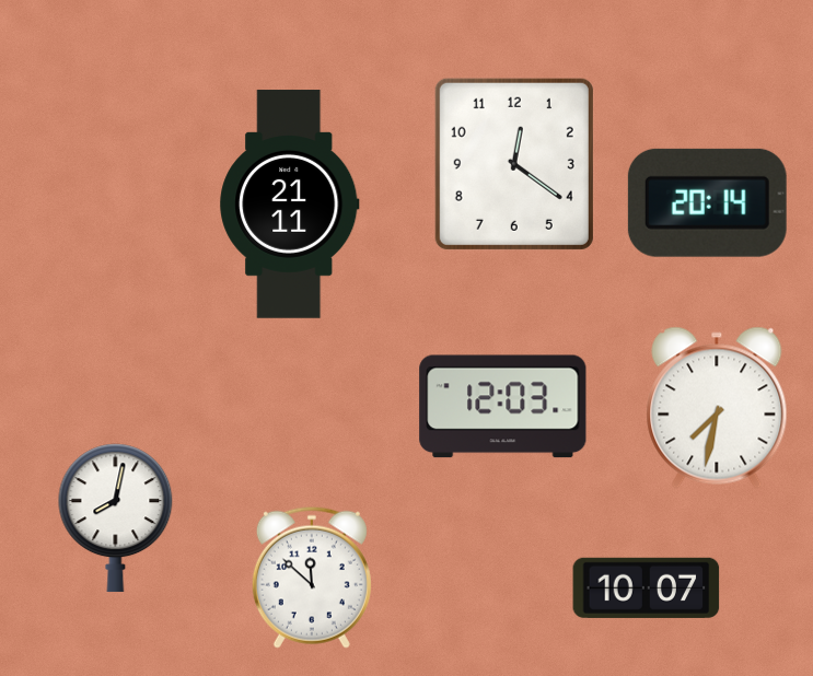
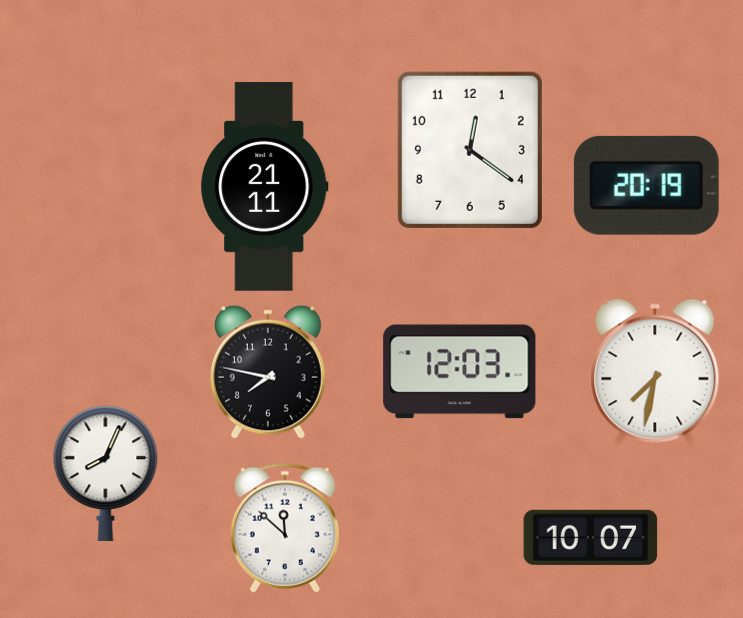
clock at (707, 202): 20:14 -> 20:19
clock at (268, 372): none -> 7:47
clock at (116, 518): 8:02 -> 8:04
